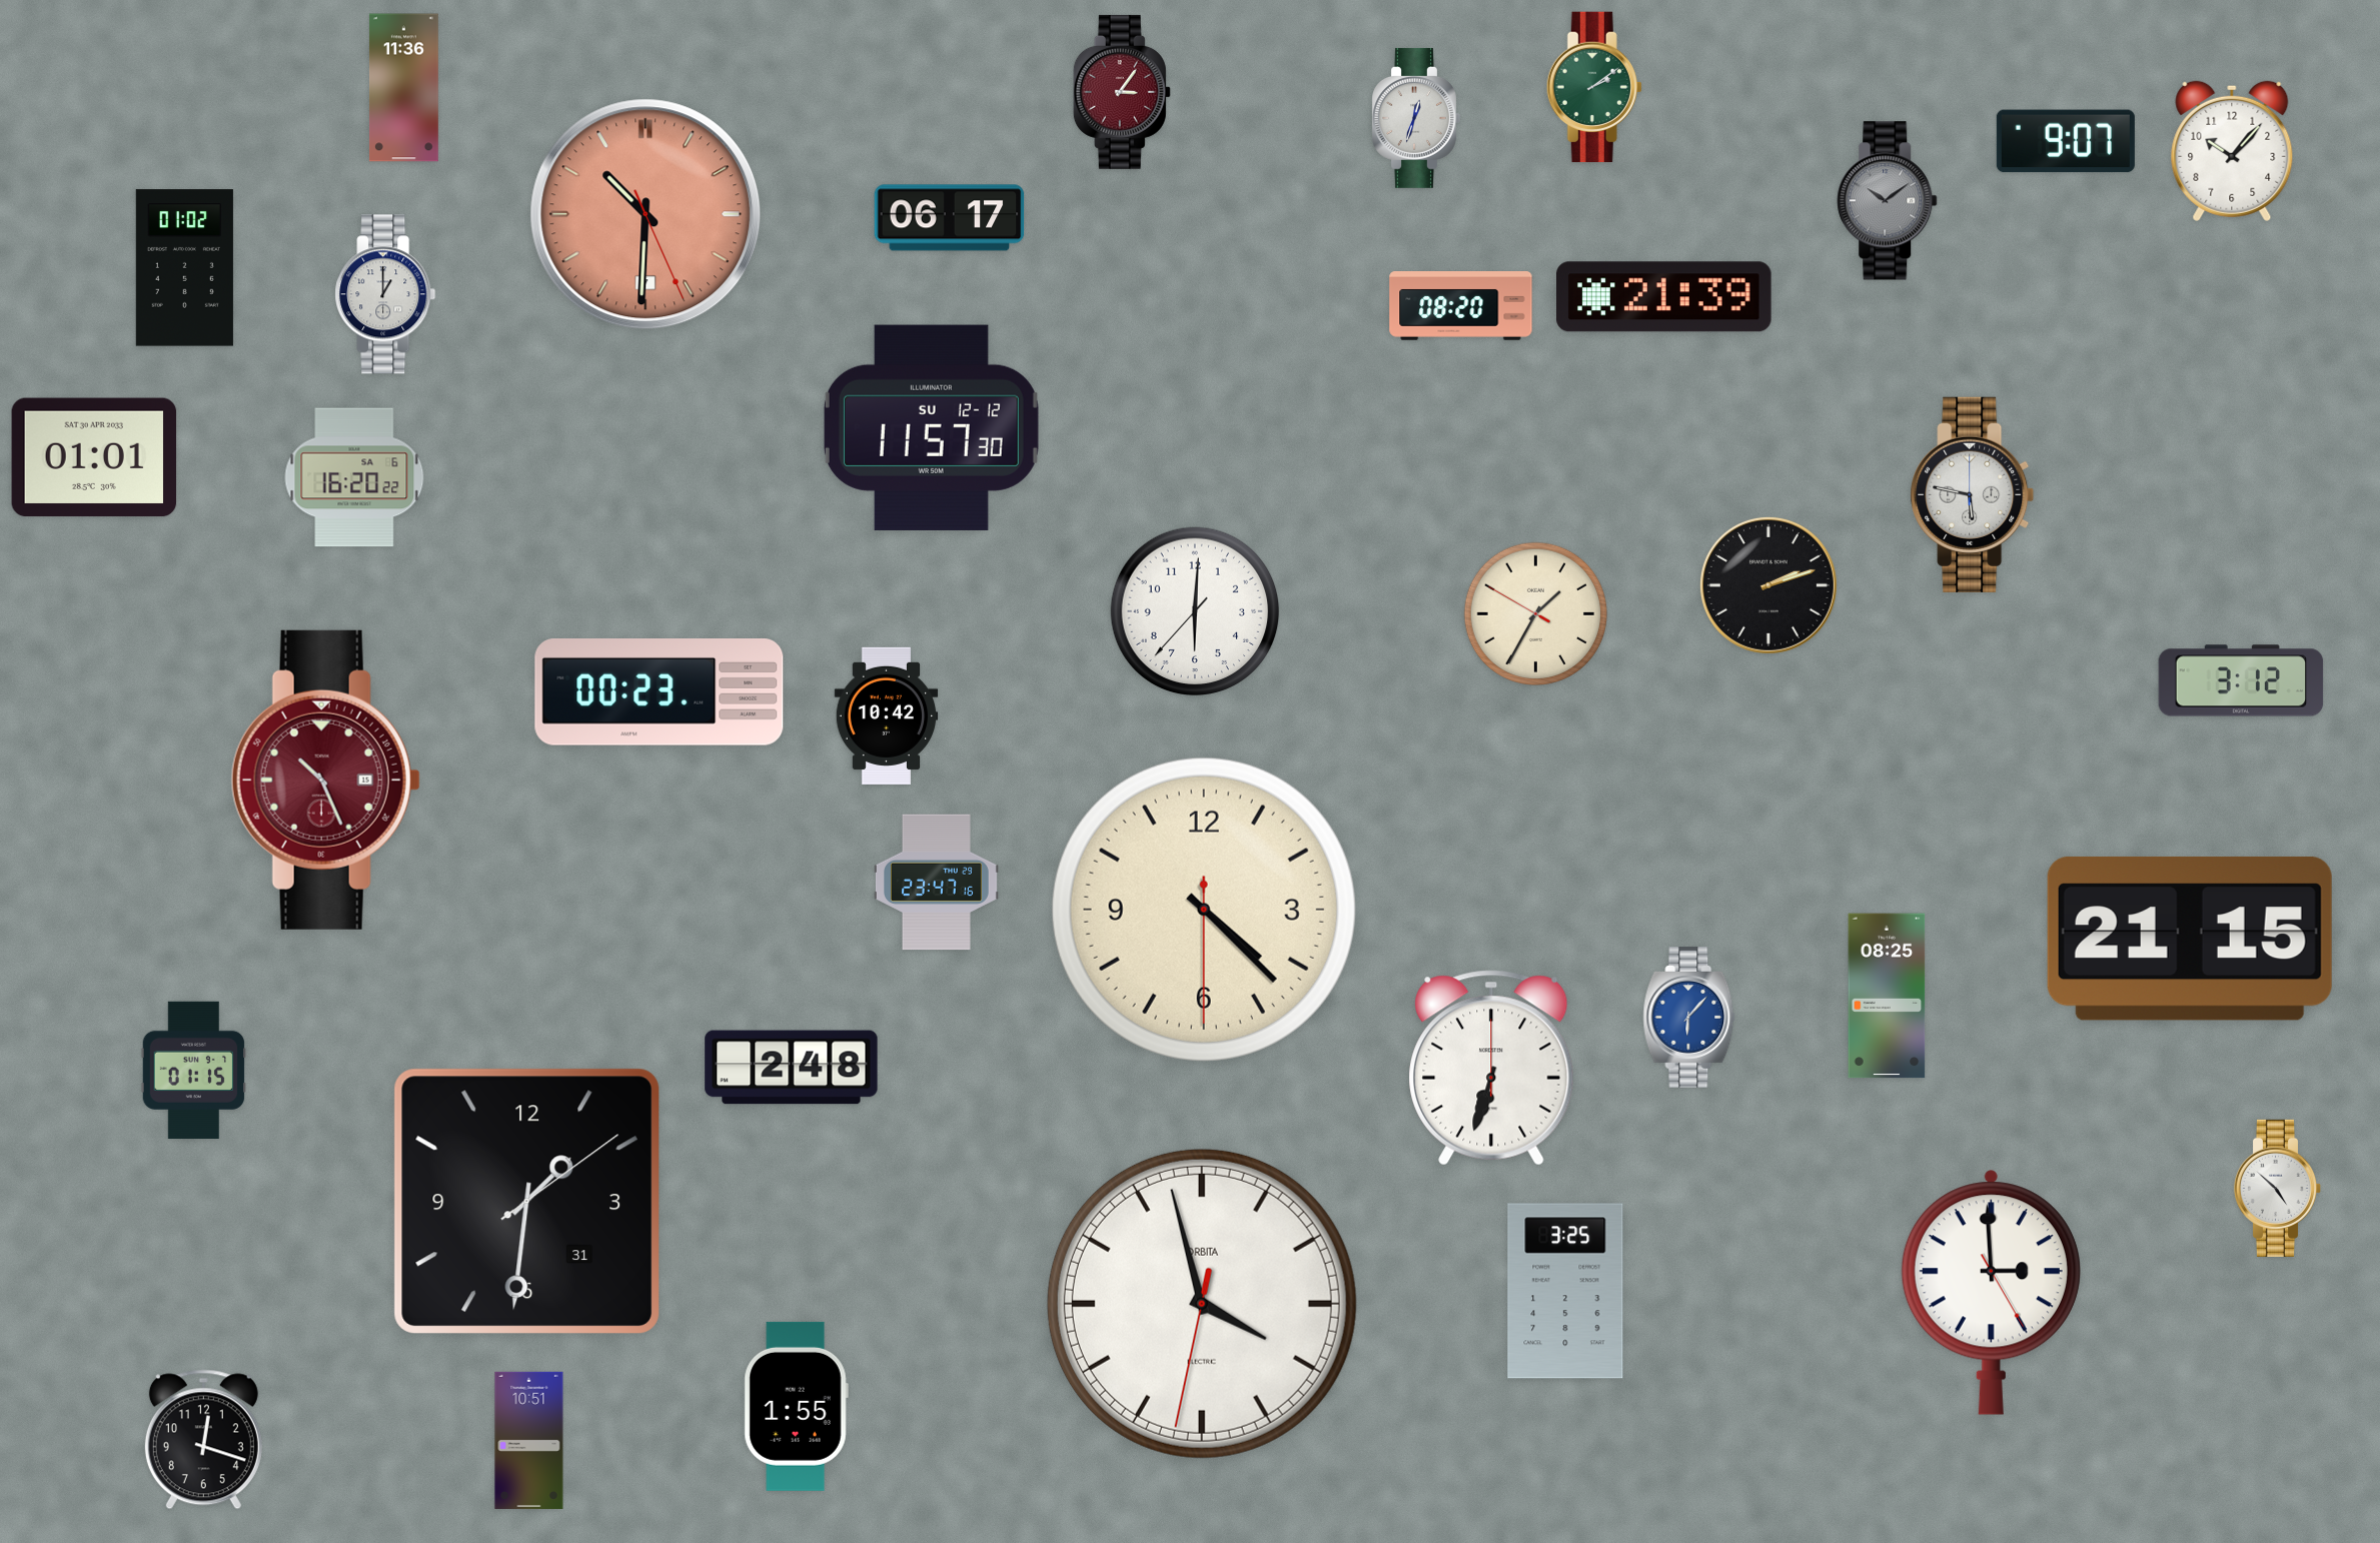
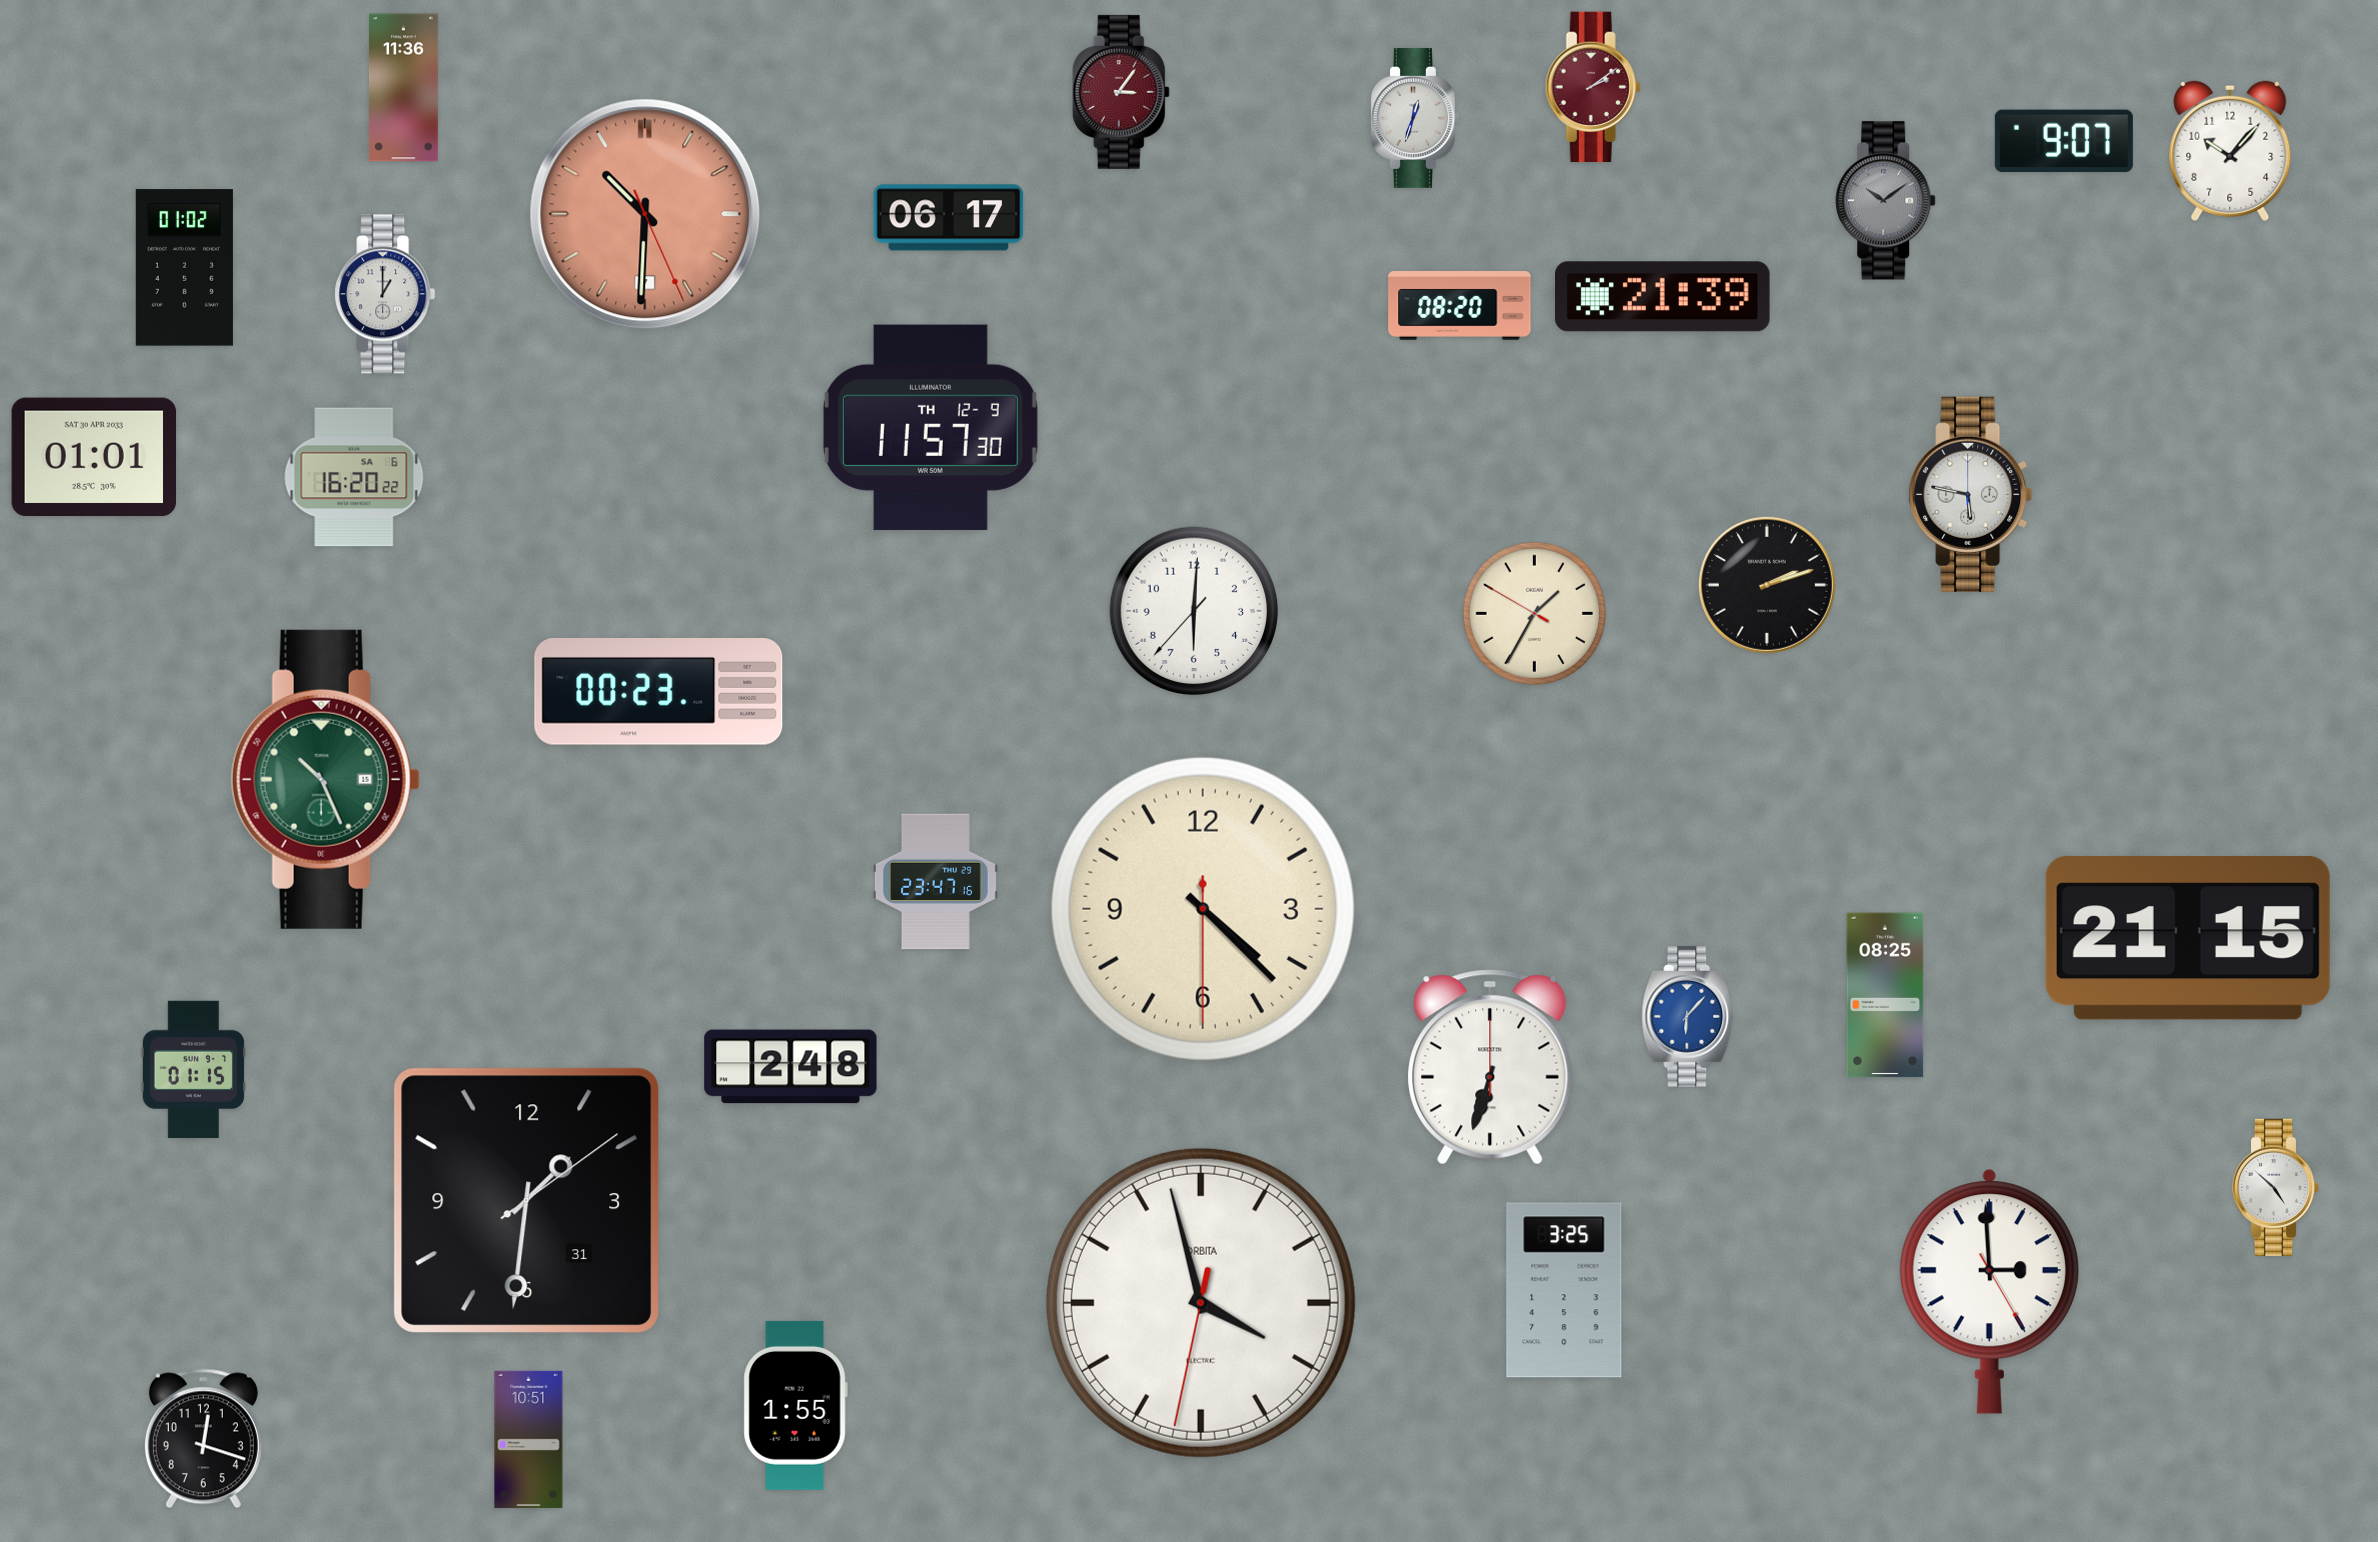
clock at (1594, 87) dial: green -> burgundy
clock at (931, 427) date: SU 12-12 -> TH 12-9
clock at (2241, 680): 3:12 -> none
clock at (887, 715): 10:42 -> none
clock at (325, 780) dial: burgundy -> green
